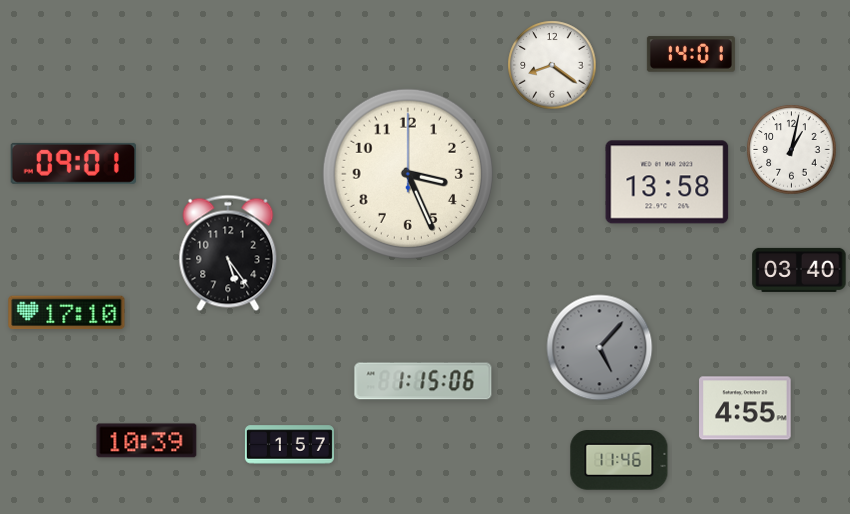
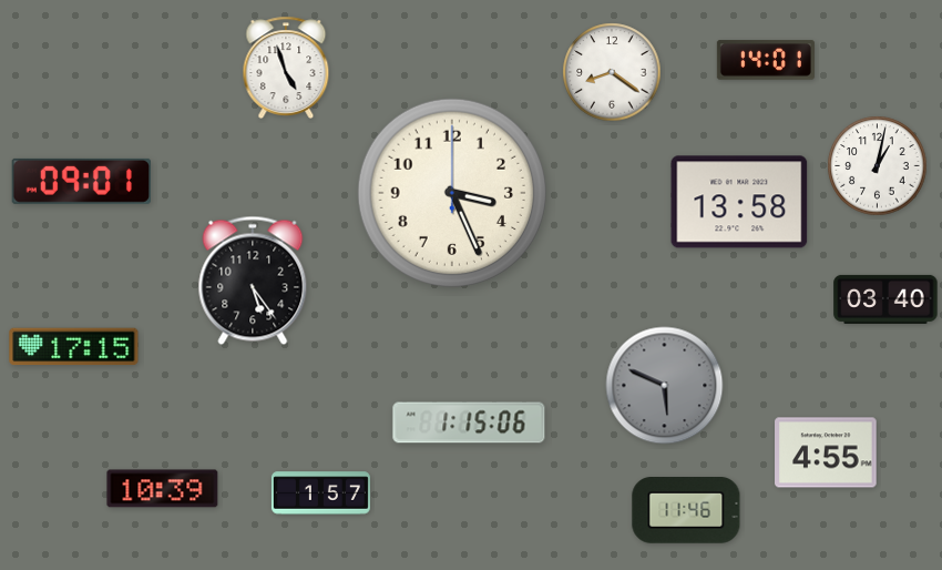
clock at (286, 67): none -> 4:57
clock at (67, 313): 17:10 -> 17:15
clock at (600, 348): 5:07 -> 5:49
